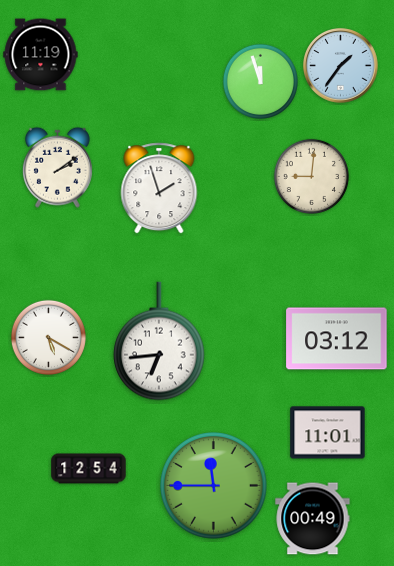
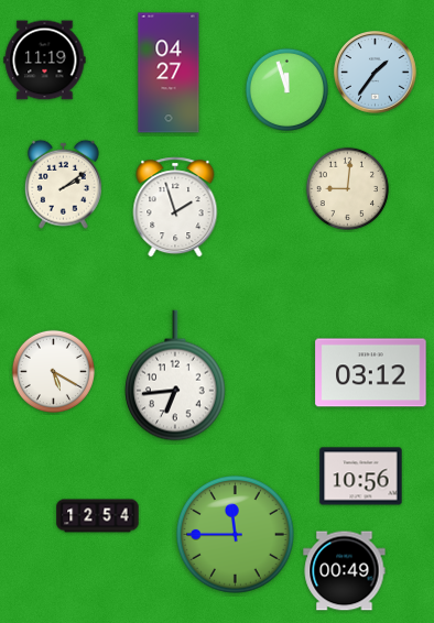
clock at (169, 73): none -> 04:27
clock at (311, 176) position: (311, 176) -> (347, 188)
clock at (328, 433): 11:01 -> 10:56
